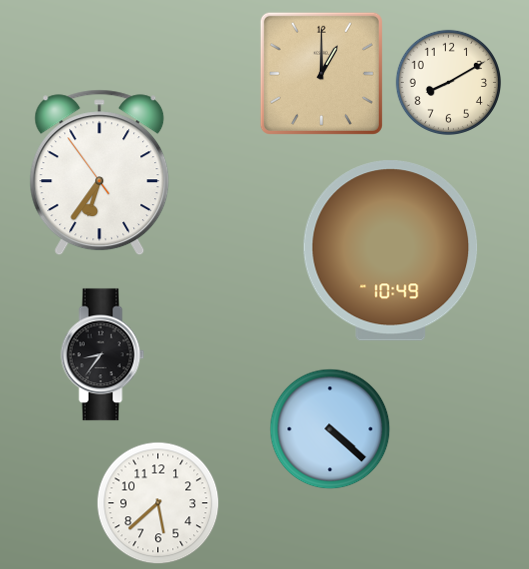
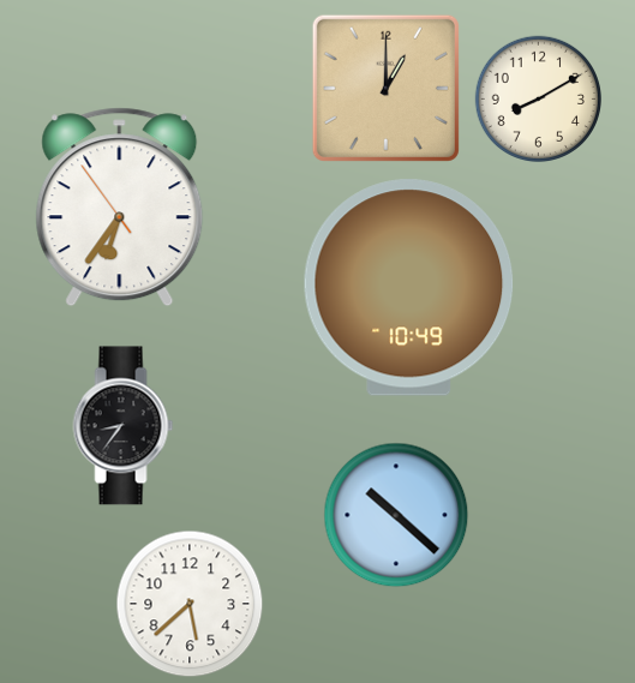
clock at (391, 251) position: (391, 251) -> (409, 288)
clock at (330, 429): 4:22 -> 10:22
